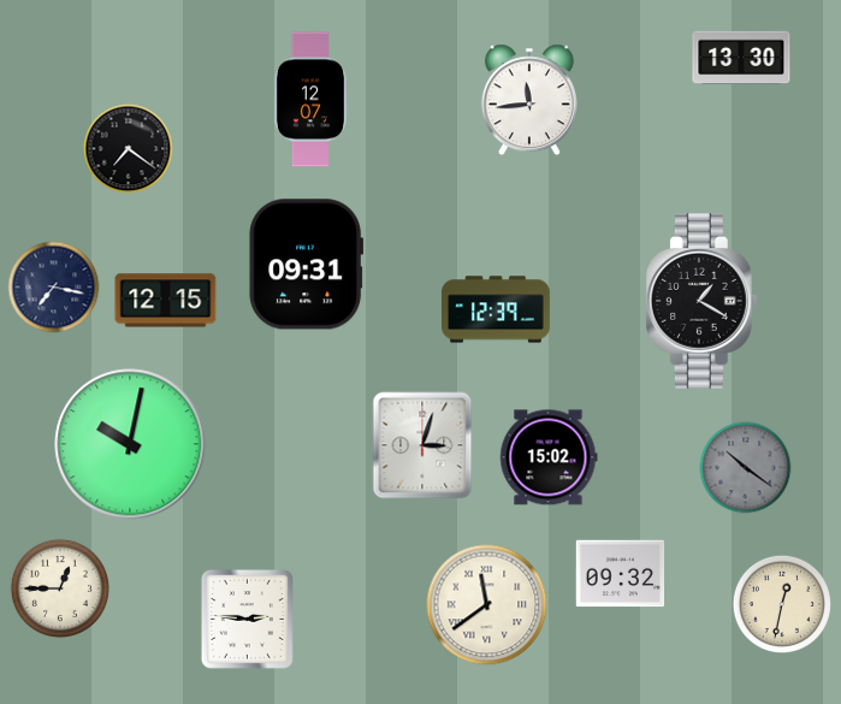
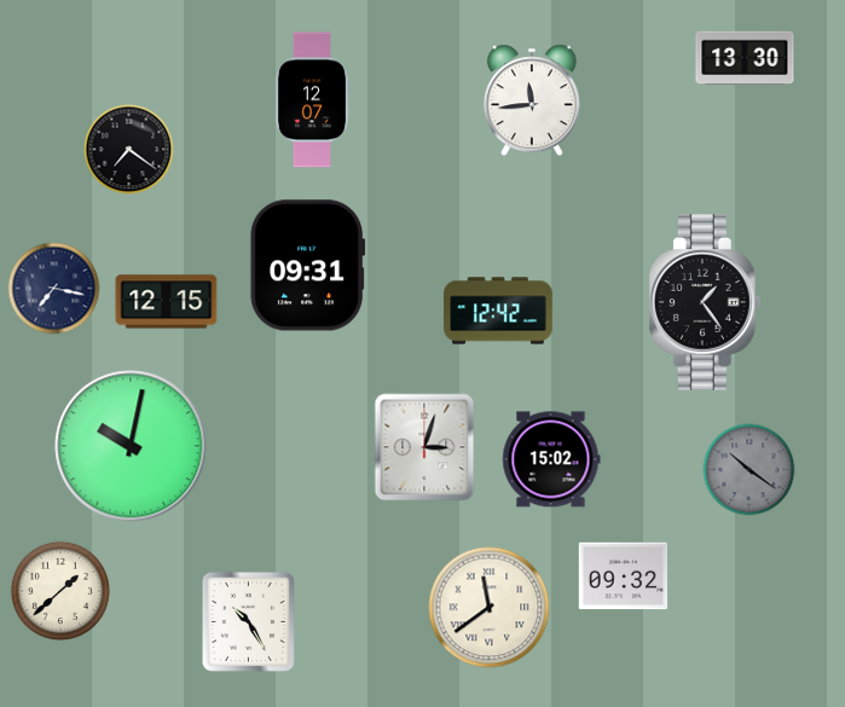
clock at (701, 301): 1:20 -> 1:24
clock at (497, 309): 12:39 -> 12:42
clock at (59, 587): 12:45 -> 1:38
clock at (781, 603): 12:32 -> none
clock at (247, 619): 2:46 -> 10:25
